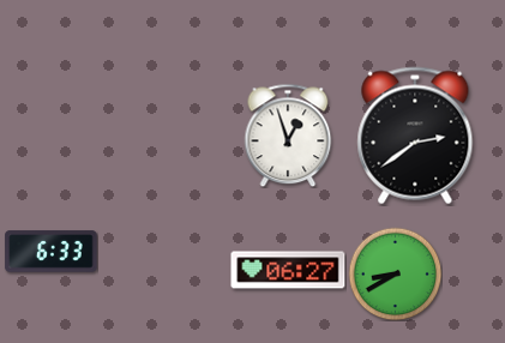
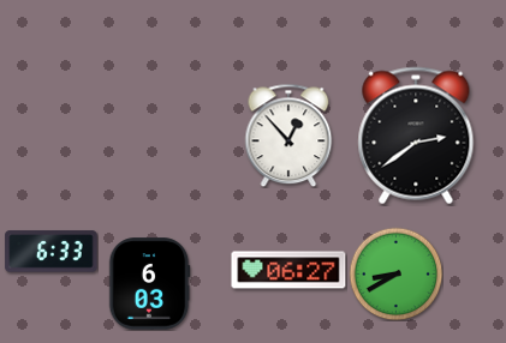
clock at (288, 136): 12:57 -> 12:53
clock at (149, 284): none -> 6:03
